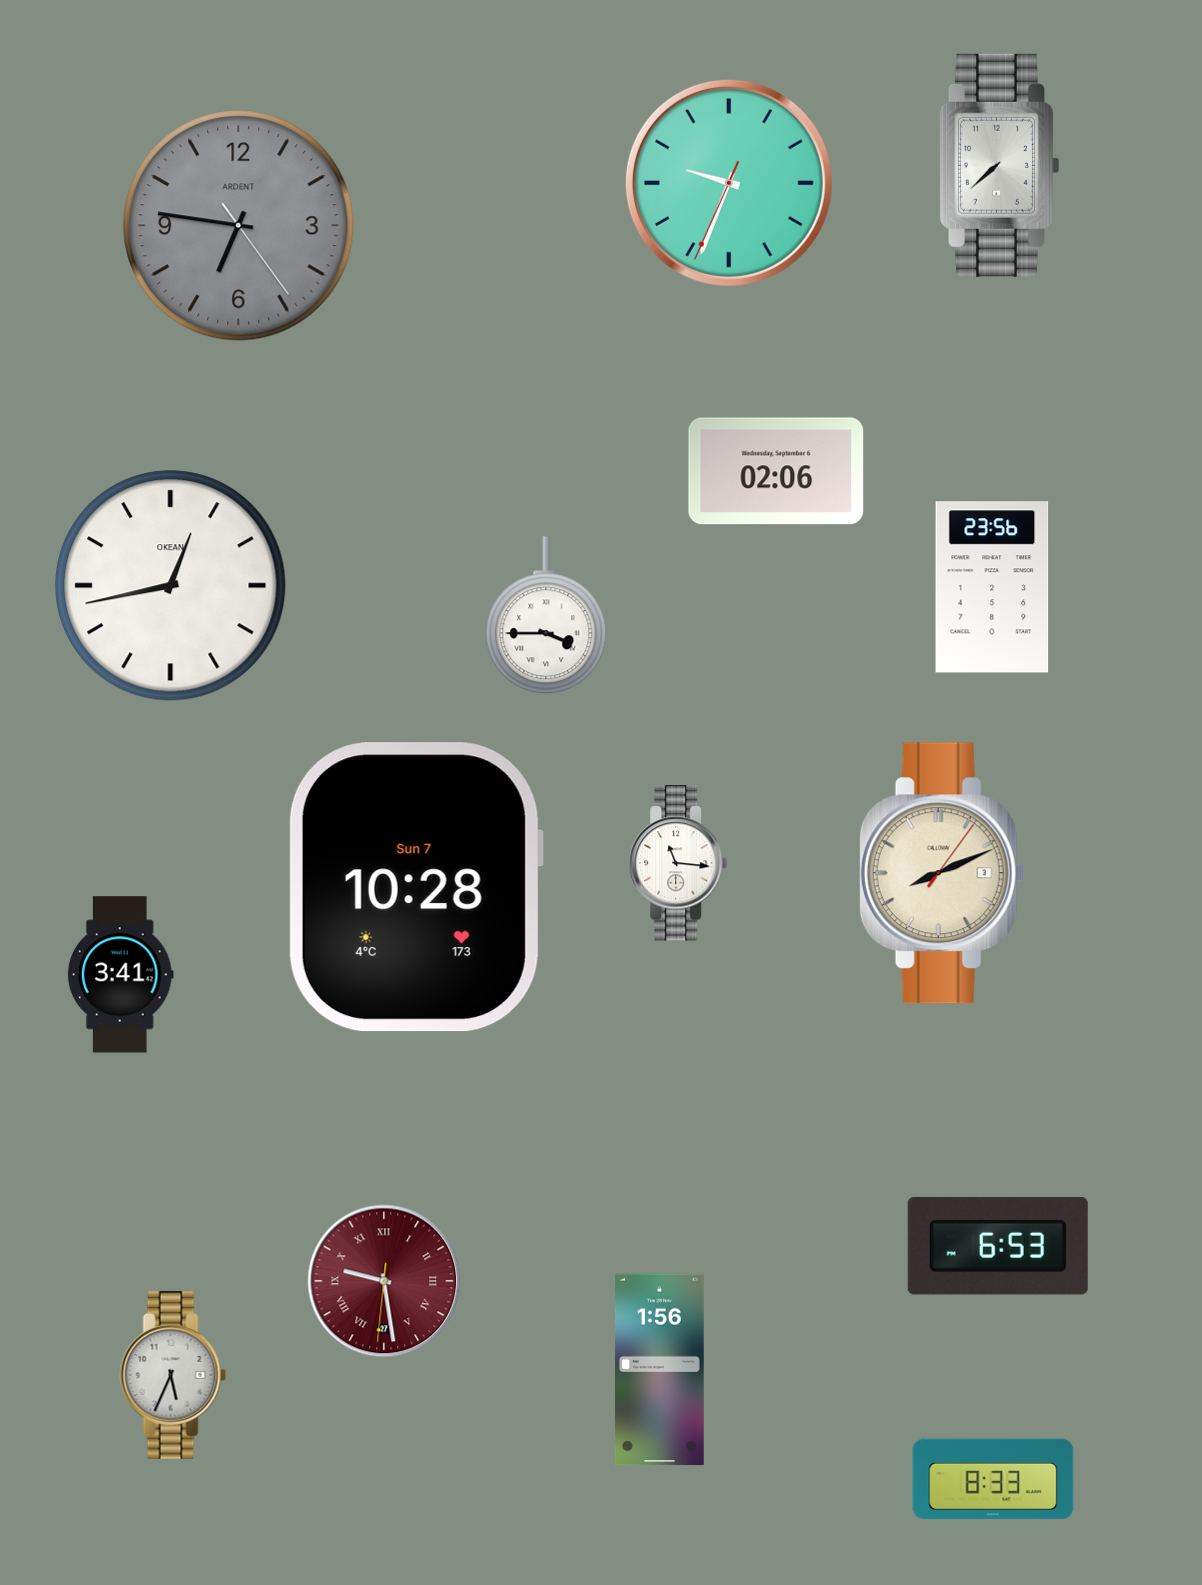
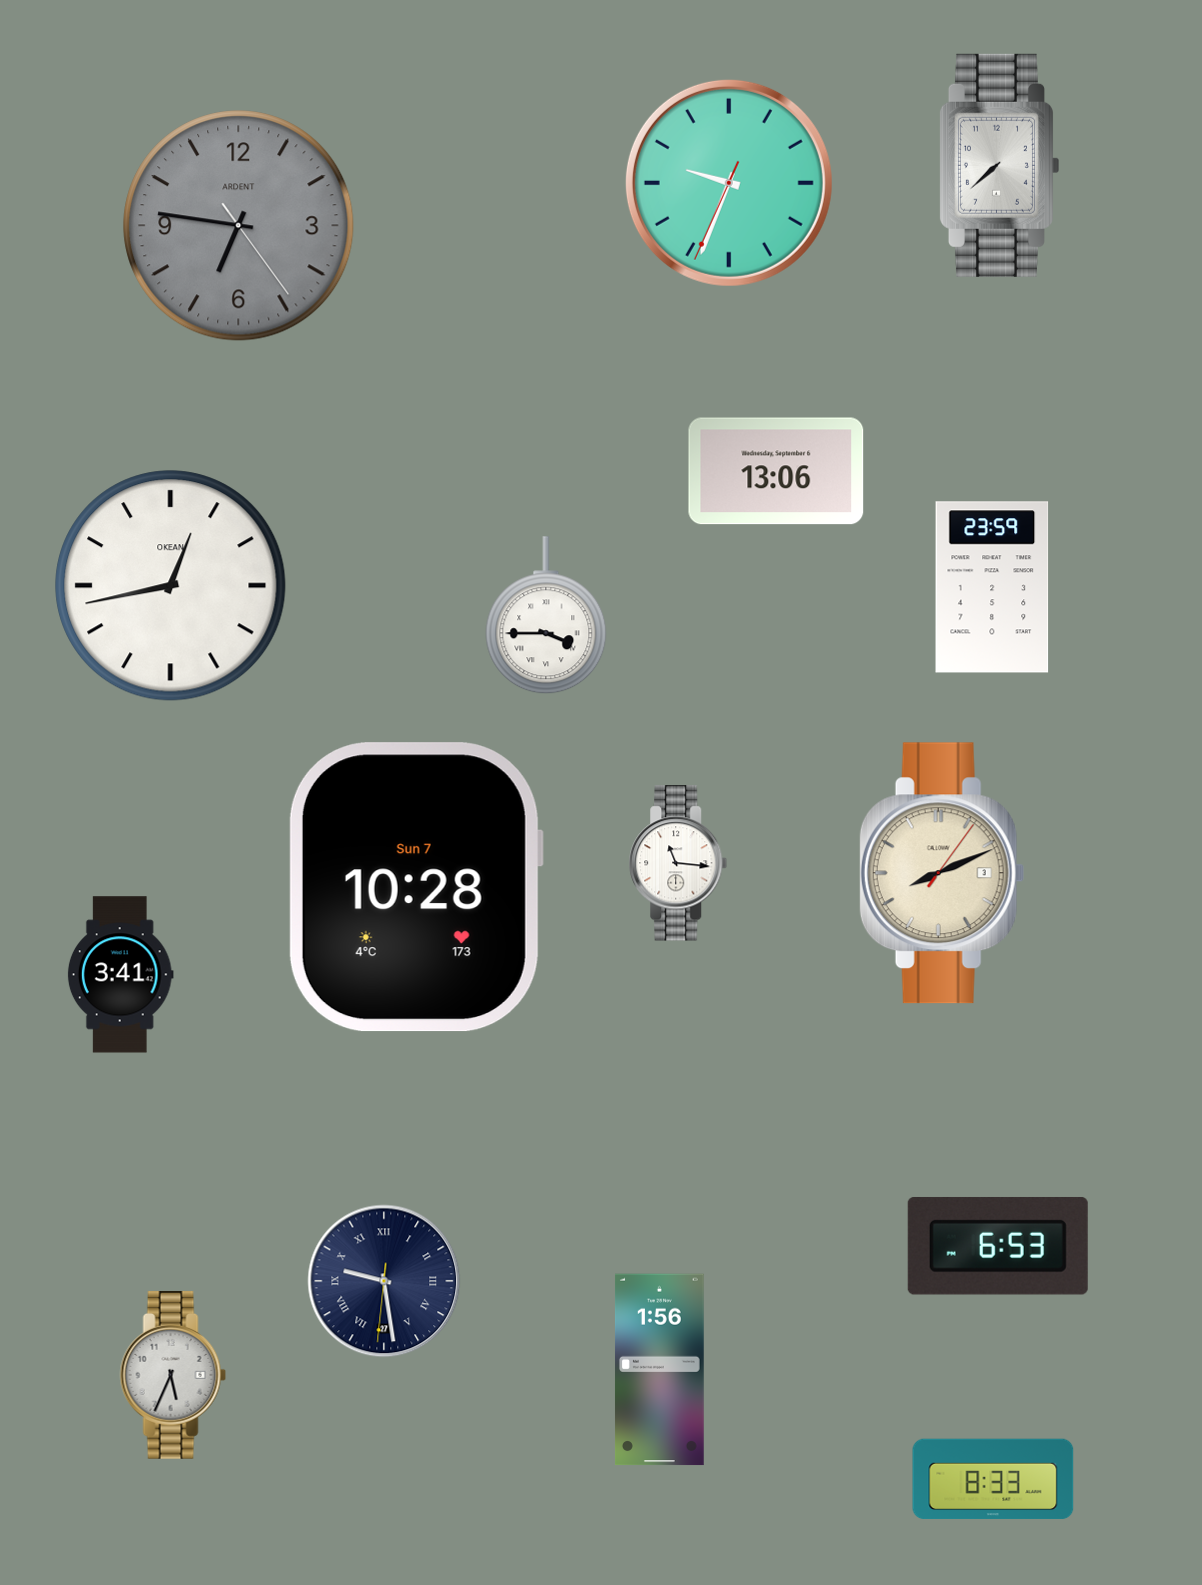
clock at (776, 471): 02:06 -> 13:06
clock at (992, 587): 23:56 -> 23:59
clock at (384, 1281) dial: burgundy -> navy
